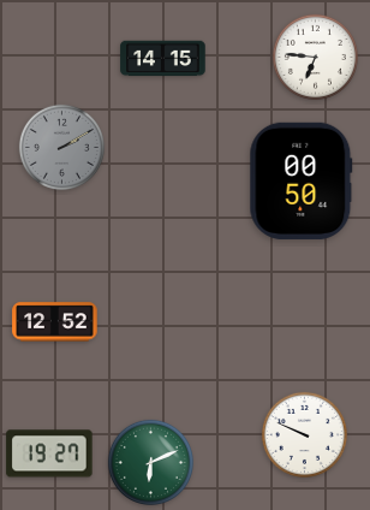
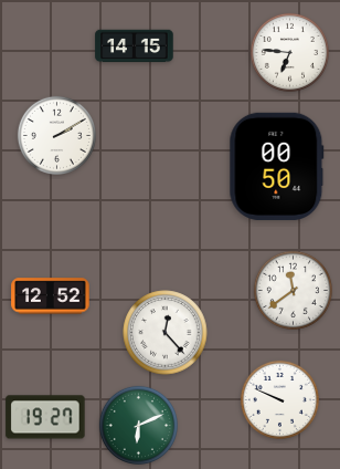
clock at (163, 59) position: (163, 59) -> (135, 46)
clock at (61, 147) dial: grey -> white
clock at (293, 290): none -> 11:39
clock at (166, 333): none -> 12:23
